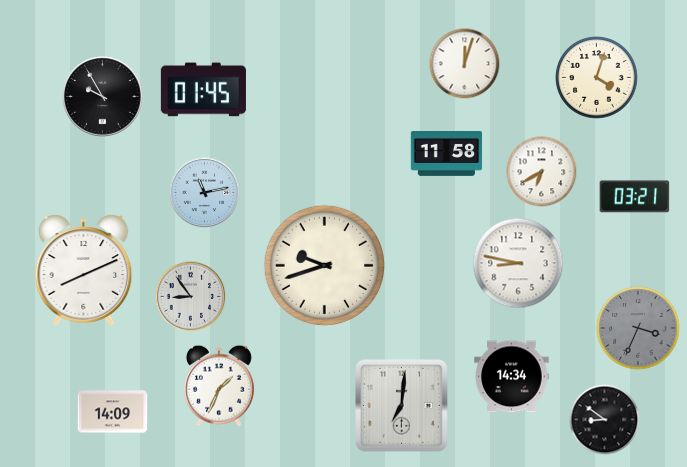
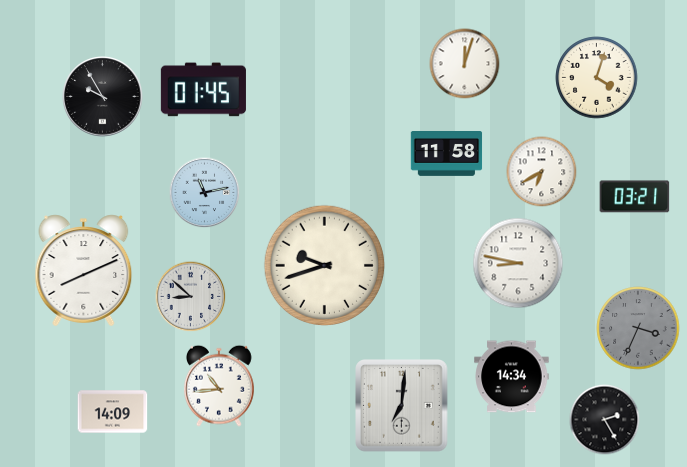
clock at (191, 297): 8:54 -> 8:52
clock at (219, 386): 1:34 -> 10:44
clock at (605, 420): 8:51 -> 2:25
